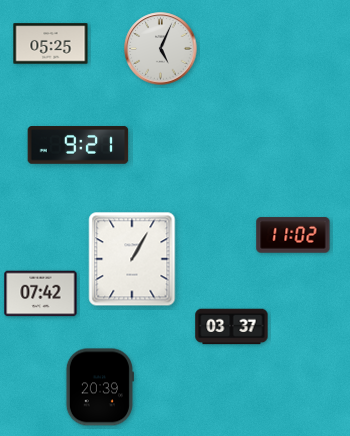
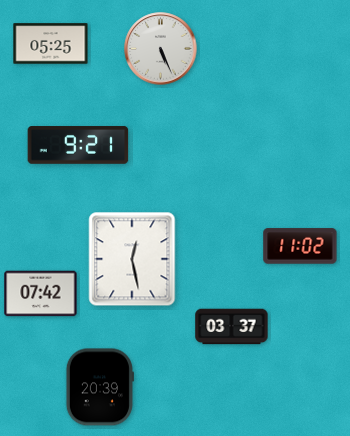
clock at (161, 49): 5:04 -> 5:26
clock at (293, 235) position: (293, 235) -> (300, 246)
clock at (132, 259): 1:05 -> 12:28
